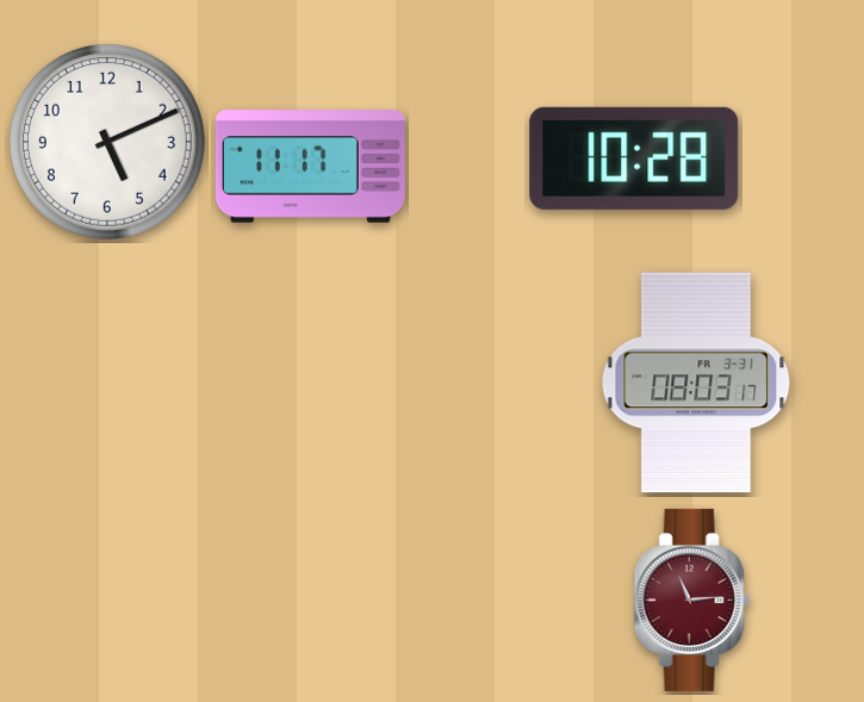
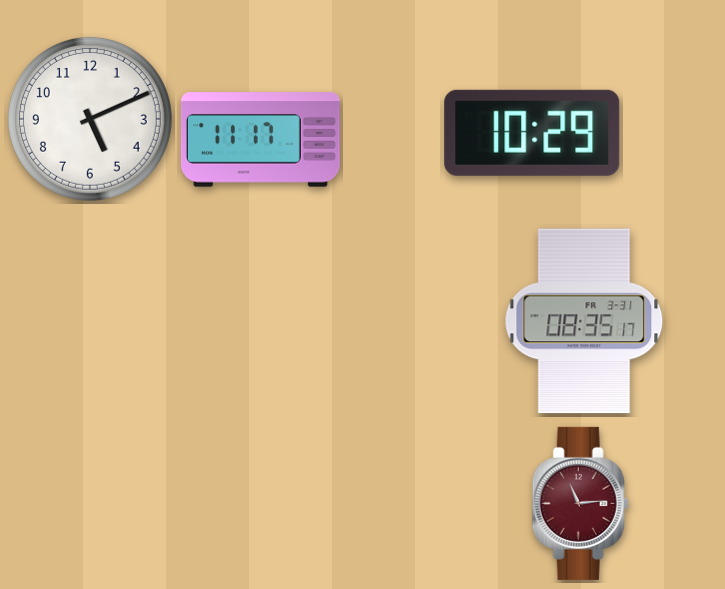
clock at (634, 159): 10:28 -> 10:29
clock at (696, 383): 08:03 -> 08:35
